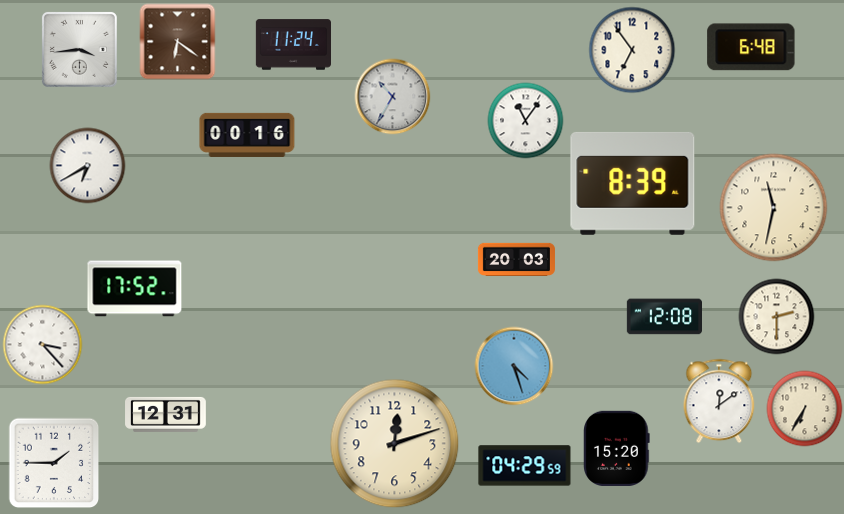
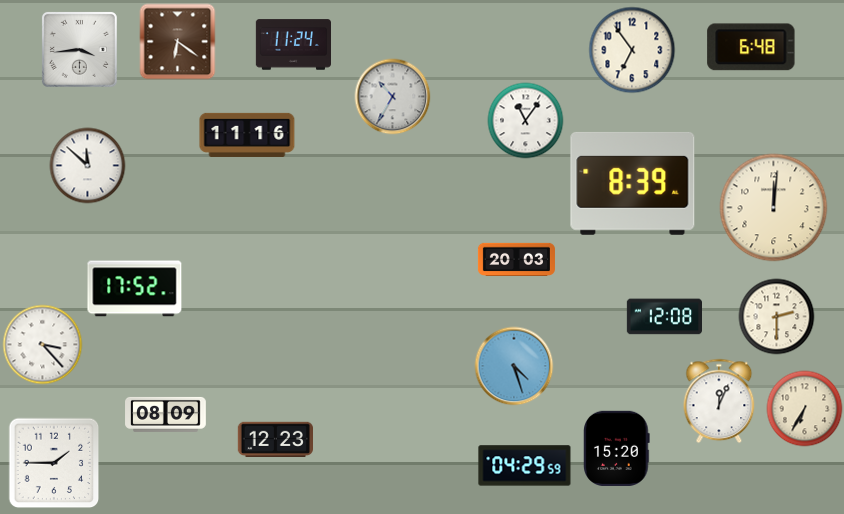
clock at (247, 135): 00:16 -> 11:16
clock at (88, 166): 6:40 -> 11:52
clock at (774, 208): 11:32 -> 12:01
clock at (719, 401): 12:09 -> 12:04
clock at (166, 414): 12:31 -> 08:09
clock at (275, 440): none -> 12:23
clock at (395, 444): 12:12 -> none
